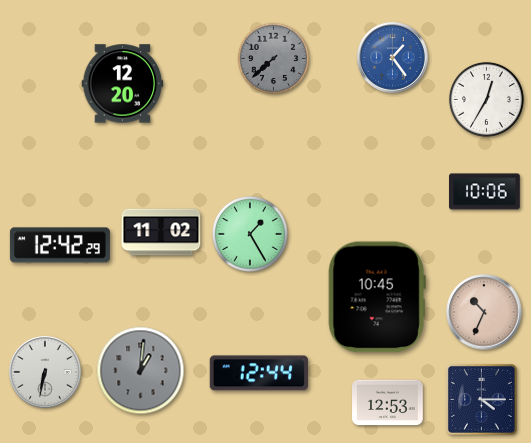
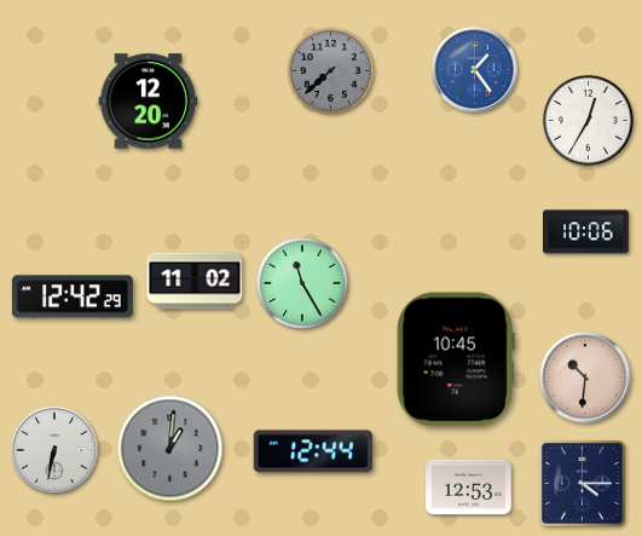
clock at (250, 234): 1:25 -> 11:25
clock at (484, 312): 10:34 -> 10:31
